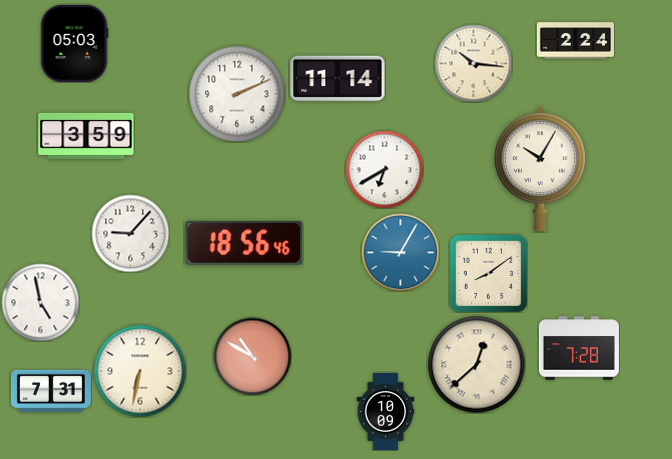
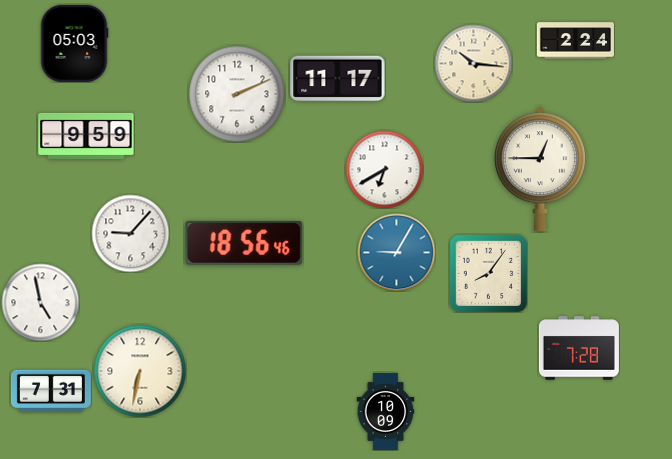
clock at (338, 79): 11:14 -> 11:17
clock at (86, 136): 3:59 -> 9:59
clock at (540, 169): 10:05 -> 12:45
clock at (400, 252) position: (400, 252) -> (396, 252)
clock at (488, 273): 8:09 -> 8:06
clock at (252, 356): 10:50 -> none
clock at (476, 364): 12:38 -> none
